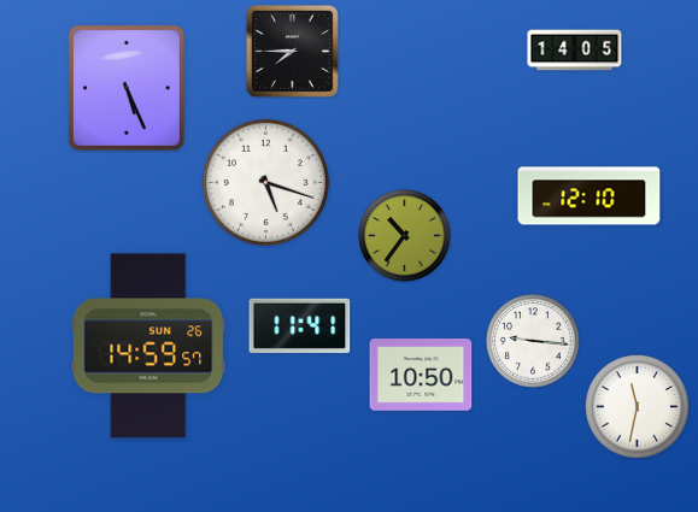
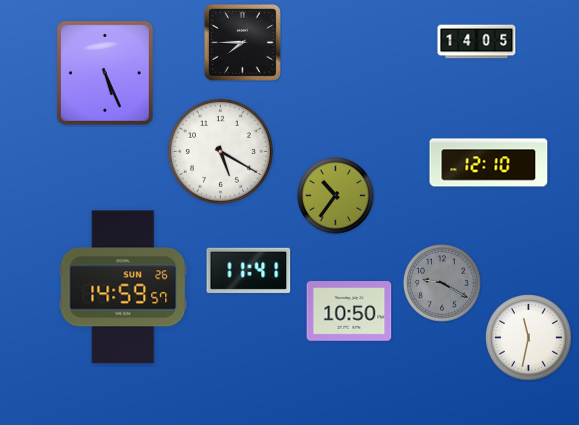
clock at (265, 182): 5:18 -> 5:20
clock at (533, 341): 9:16 -> 9:20
clock at (533, 341) dial: white -> grey
